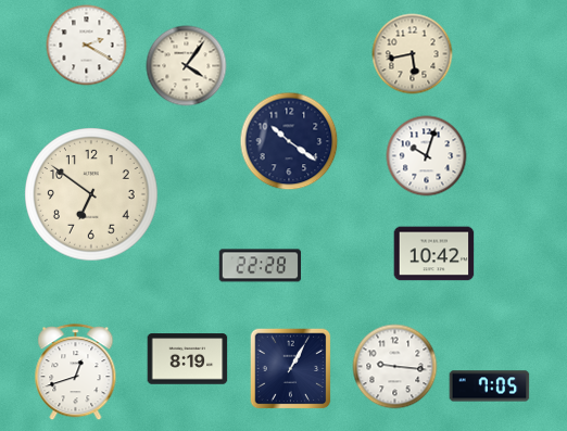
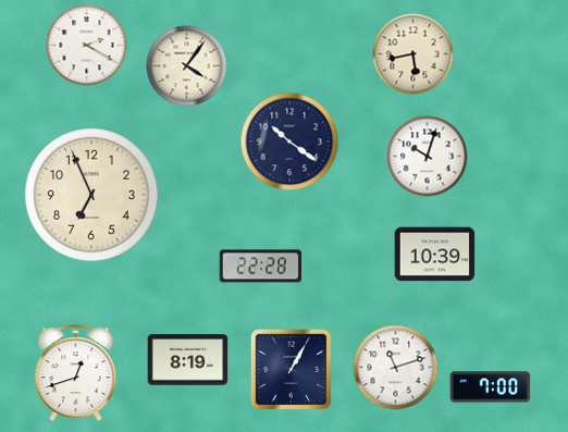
clock at (91, 194): 6:51 -> 6:56
clock at (434, 254): 10:42 -> 10:39
clock at (395, 367): 9:16 -> 11:12
clock at (490, 386): 7:05 -> 7:00
